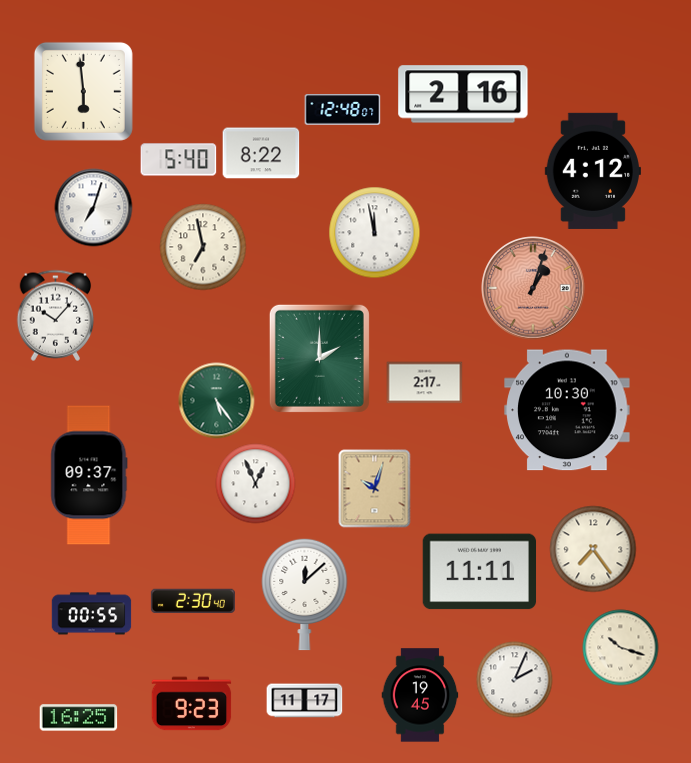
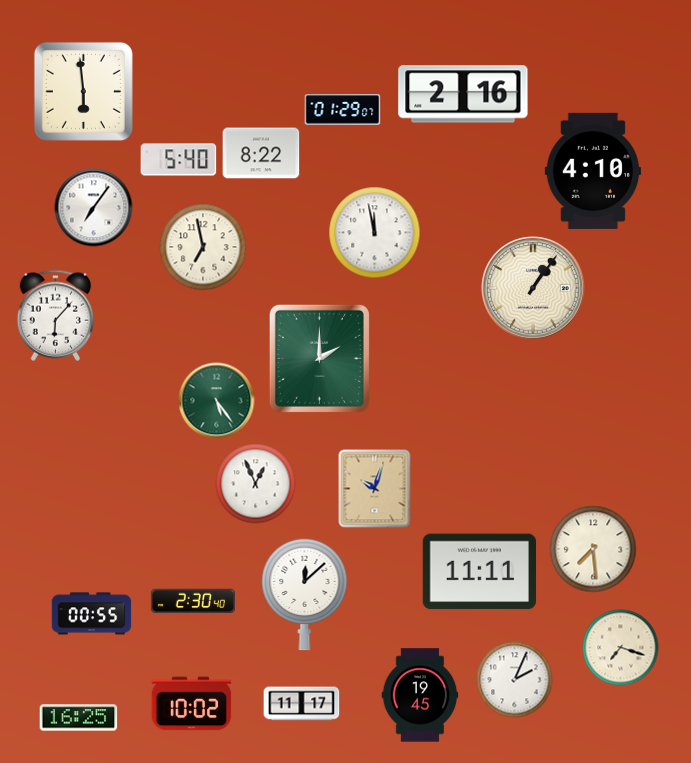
clock at (343, 110): 12:48 -> 01:29
clock at (593, 171): 4:12 -> 4:10
clock at (94, 208): 7:03 -> 7:06
clock at (533, 288): 1:03 -> 1:06
clock at (533, 288) dial: salmon -> cream
clock at (56, 315): 10:07 -> 6:07
clock at (425, 383): 2:17 -> none
clock at (567, 410): 10:30 -> none
clock at (89, 475): 09:37 -> none
clock at (593, 549): 7:24 -> 7:29
clock at (621, 648): 10:18 -> 7:18
clock at (305, 701) position: (305, 701) -> (302, 704)
clock at (192, 704): 9:23 -> 10:02
